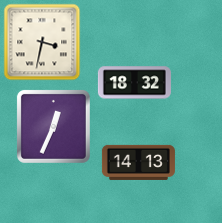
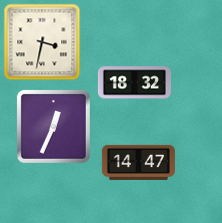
clock at (138, 162): 14:13 -> 14:47
